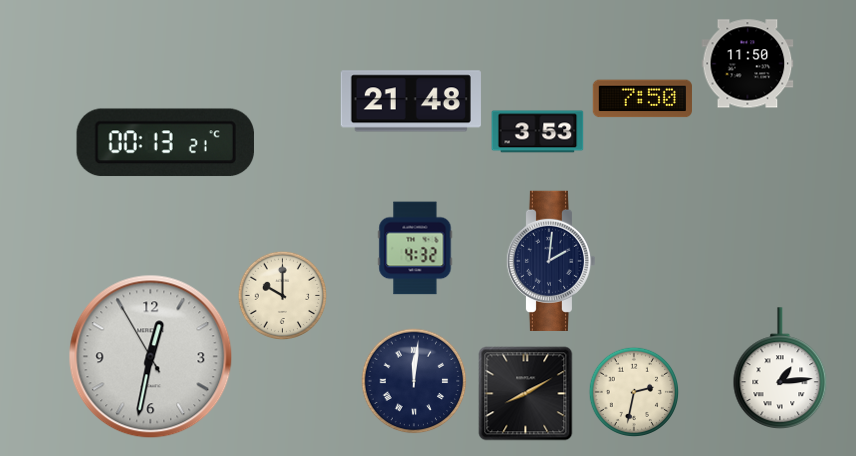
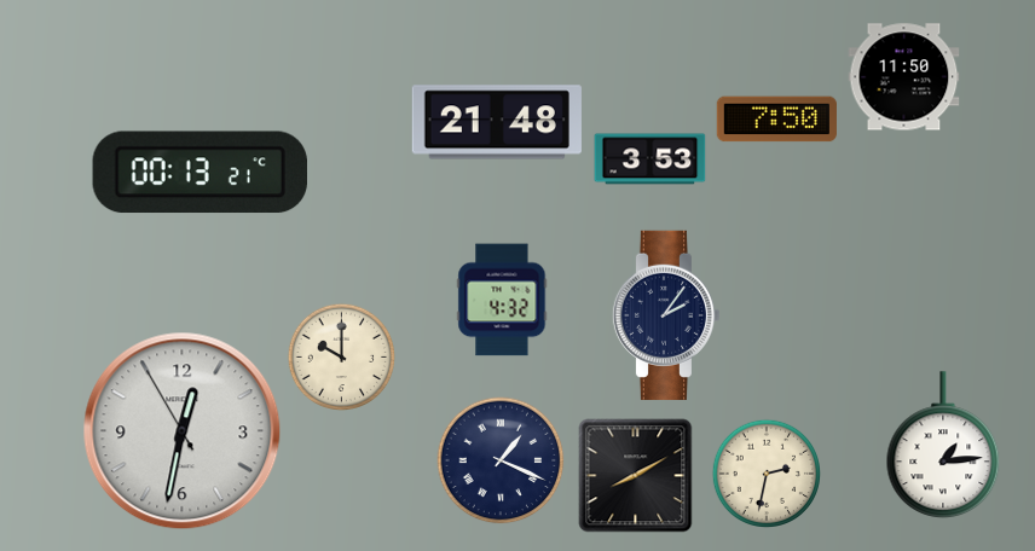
clock at (550, 261): 2:01 -> 2:06
clock at (414, 381): 12:01 -> 1:19
